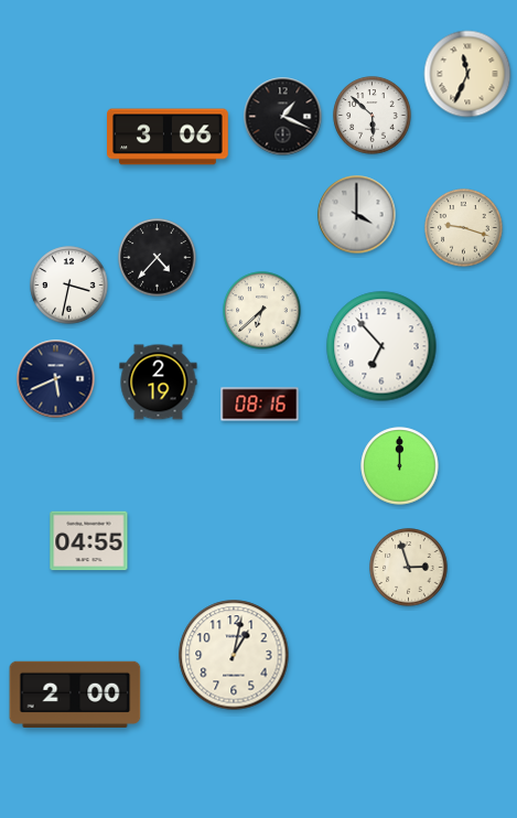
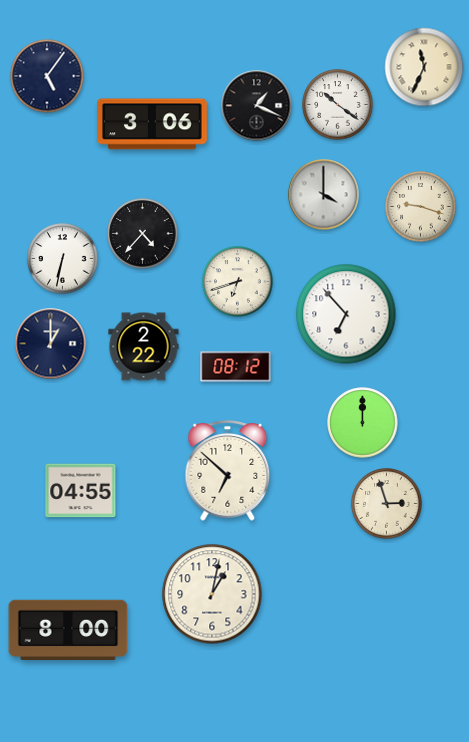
clock at (47, 76): none -> 5:06
clock at (373, 116): 5:52 -> 10:21
clock at (69, 286): 3:32 -> 6:32
clock at (262, 311): 6:38 -> 6:42
clock at (56, 379): 5:41 -> 1:00
clock at (159, 383): 2:19 -> 2:22
clock at (260, 405): 08:16 -> 08:12
clock at (228, 471): none -> 6:52
clock at (409, 568) position: (409, 568) -> (387, 504)
clock at (75, 693): 2:00 -> 8:00
